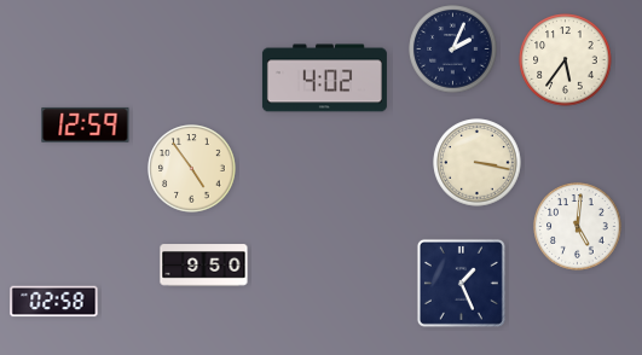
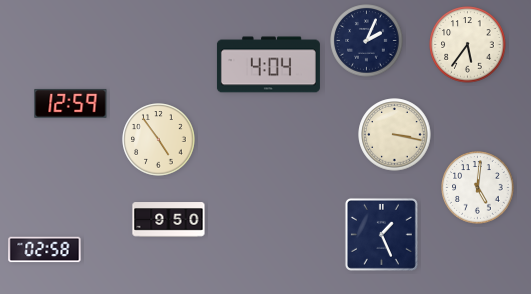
clock at (453, 50) position: (453, 50) -> (367, 41)
clock at (566, 60) position: (566, 60) -> (468, 45)
clock at (324, 78): 4:02 -> 4:04
